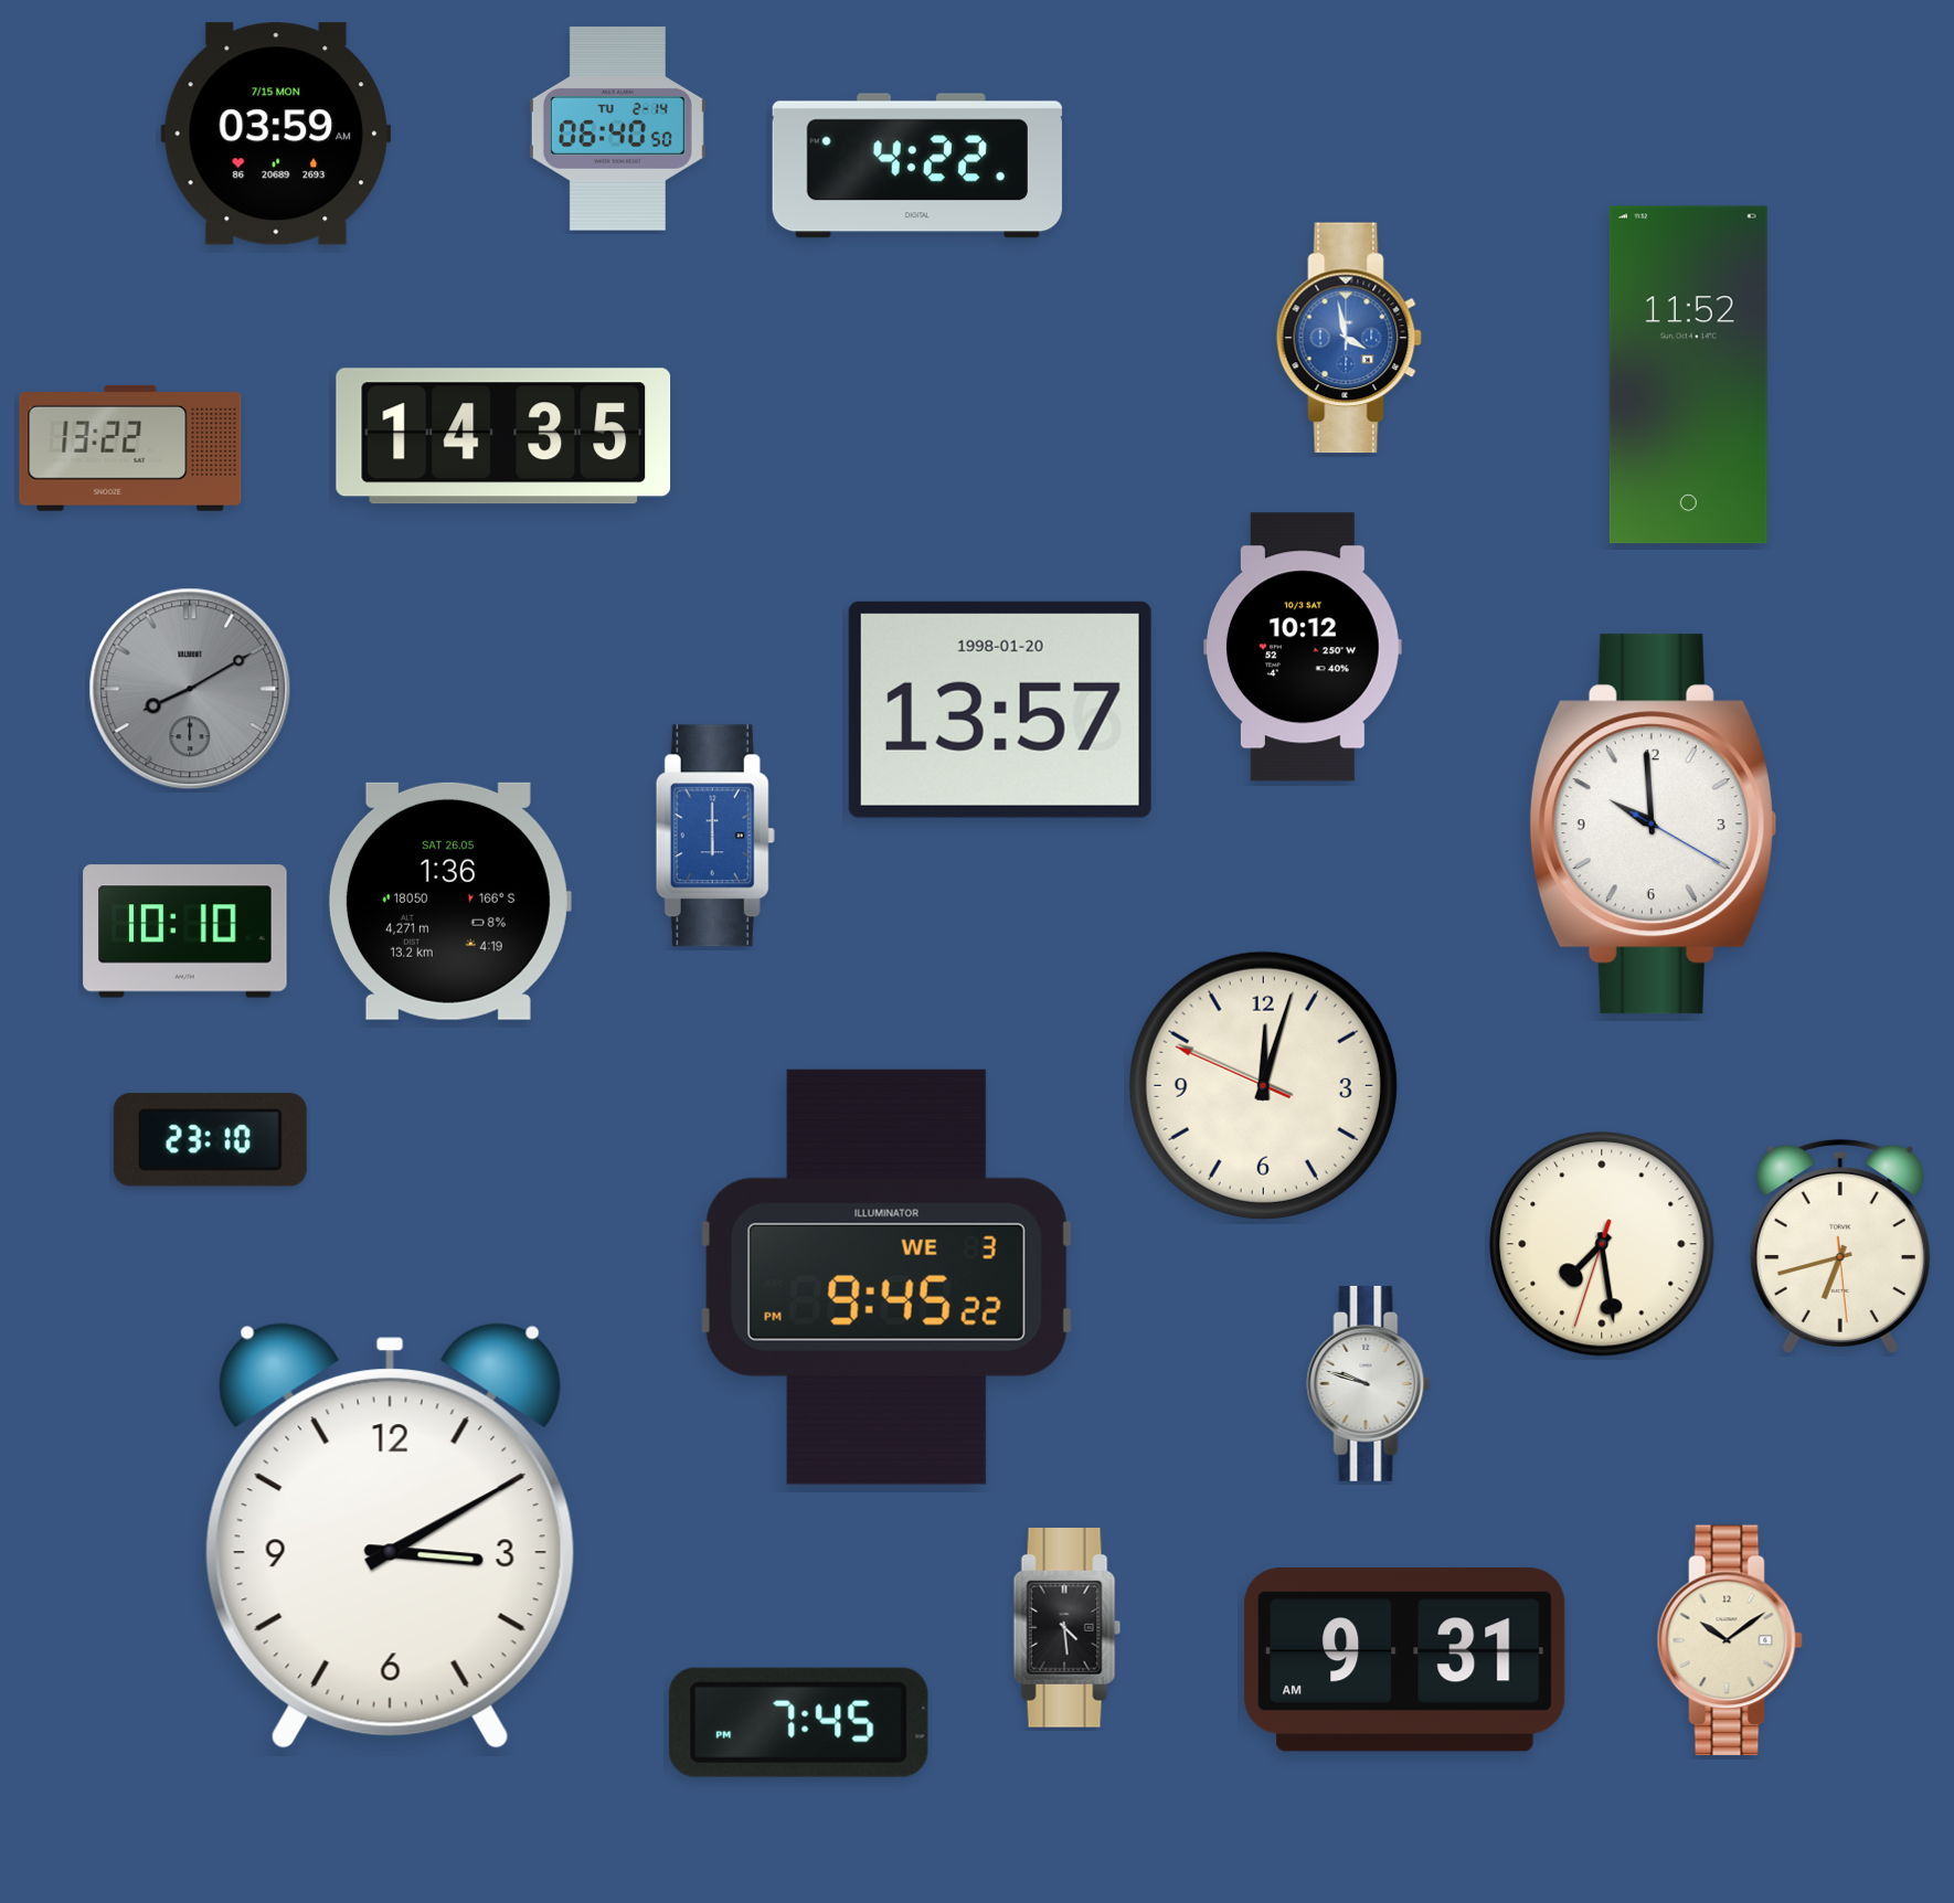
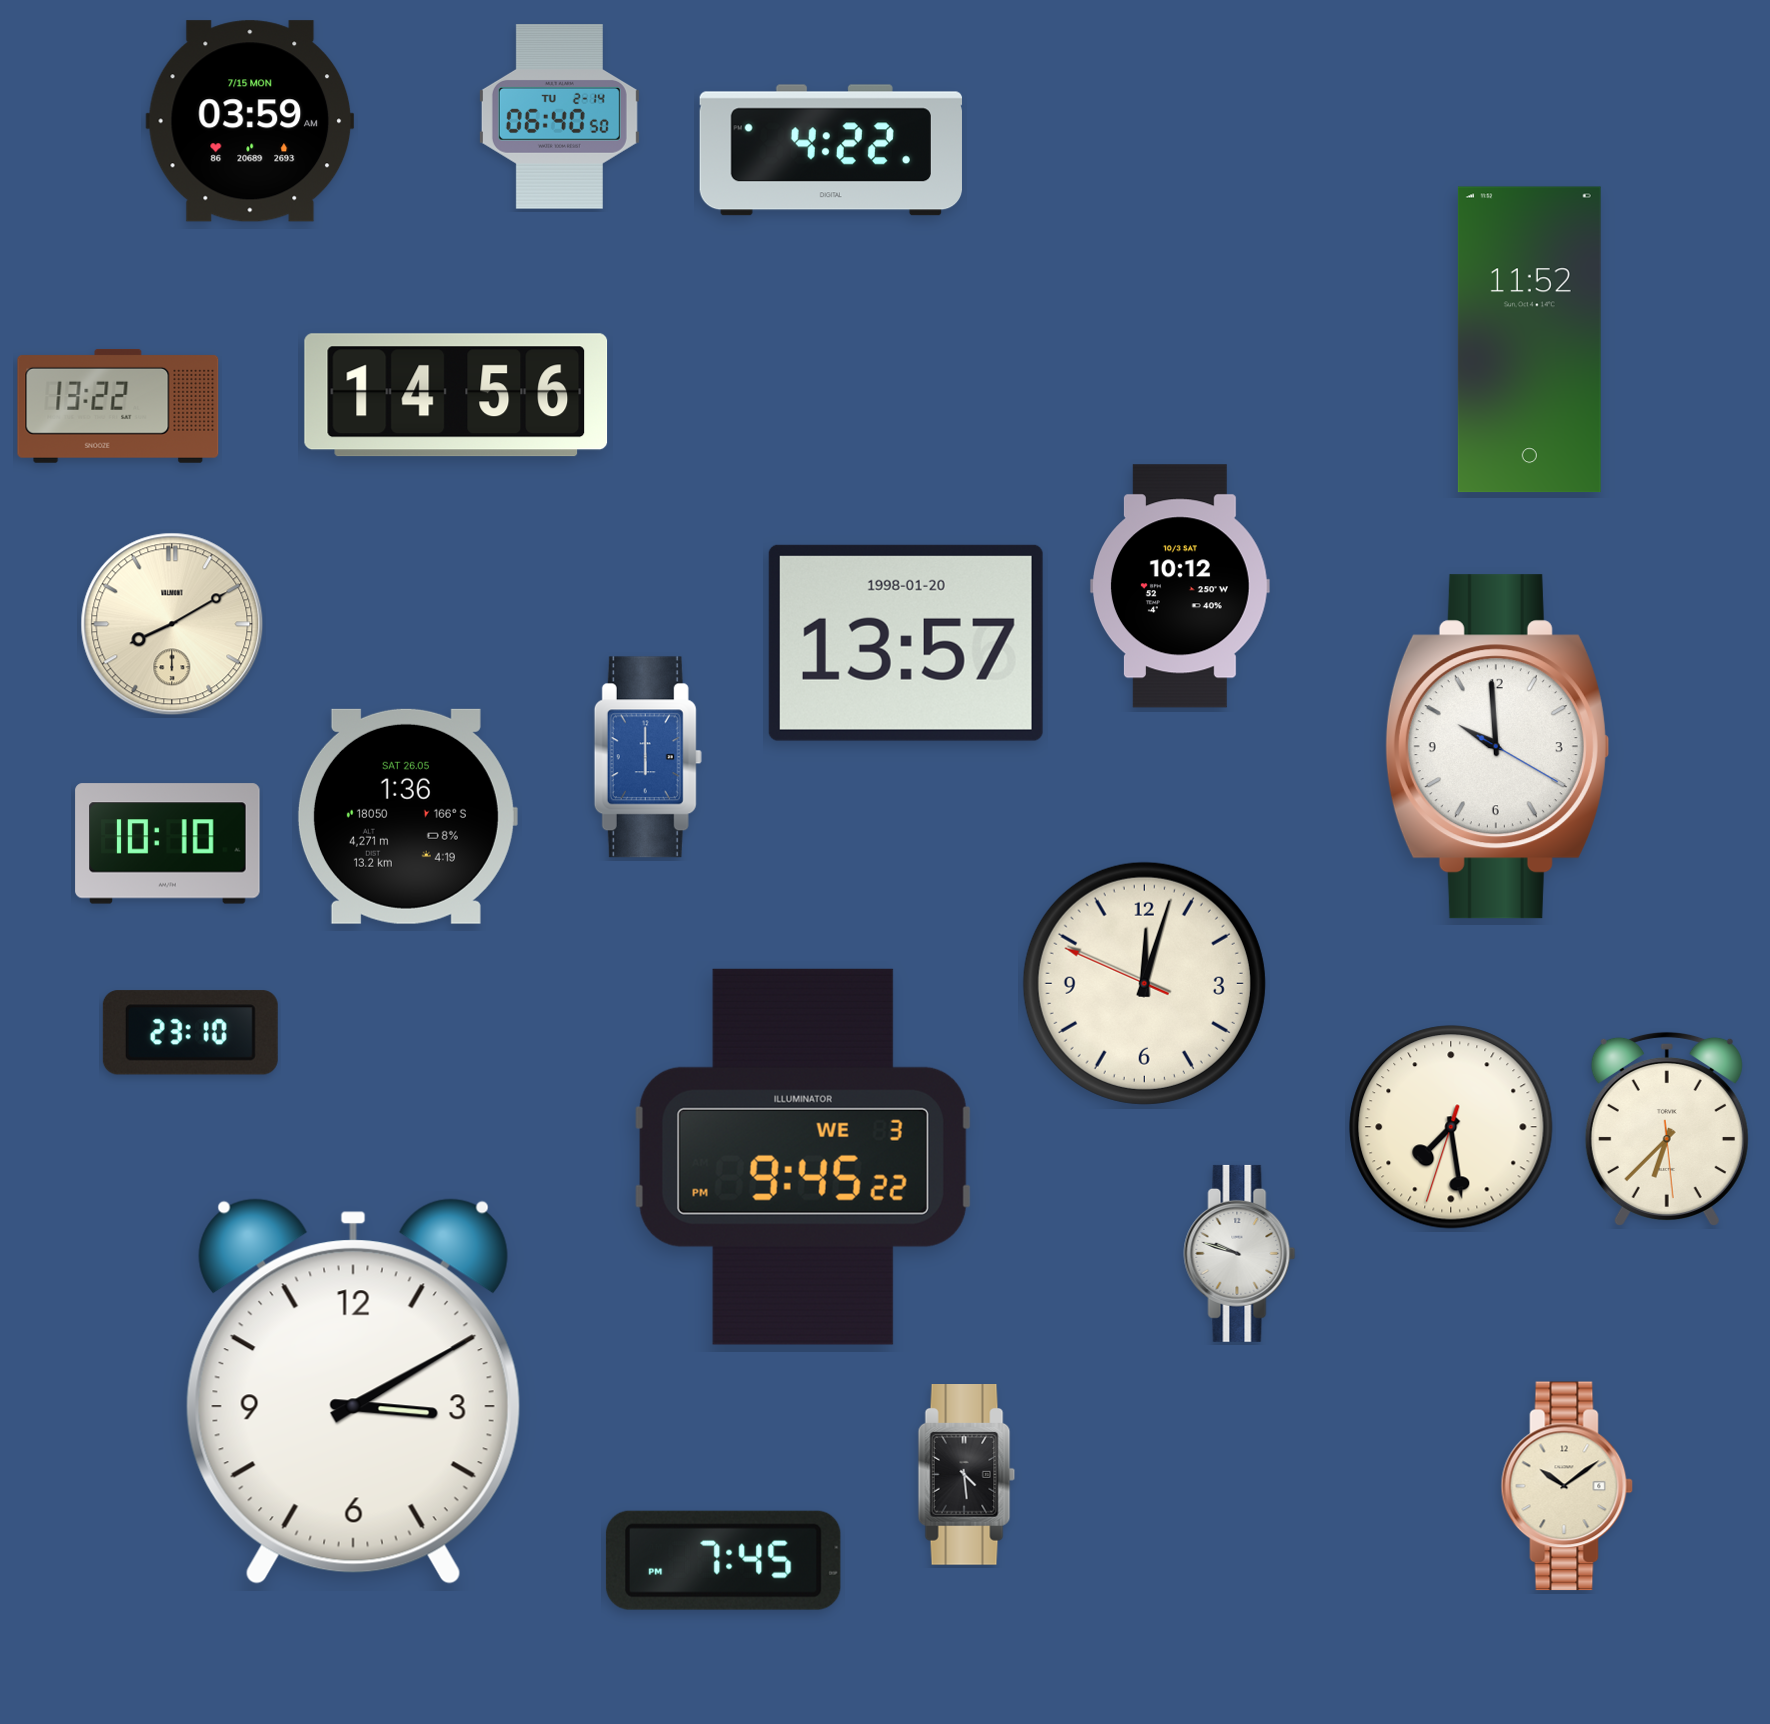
clock at (1349, 338): 3:58 -> none
clock at (503, 436): 14:35 -> 14:56
clock at (190, 689) dial: grey -> cream
clock at (1840, 1246): 6:42 -> 6:37
clock at (1405, 1660): 9:31 -> none
